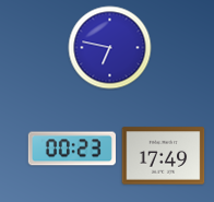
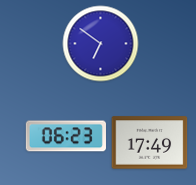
clock at (110, 48): 6:47 -> 6:51
clock at (72, 148): 00:23 -> 06:23
